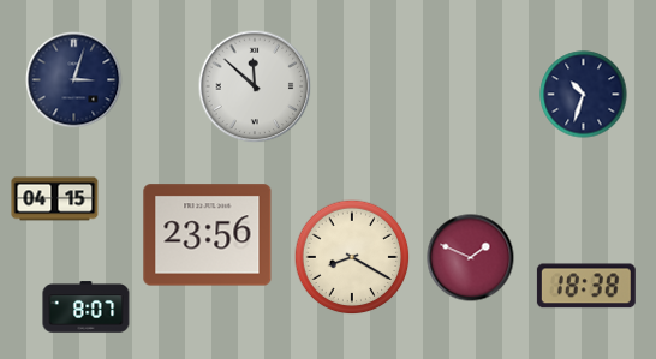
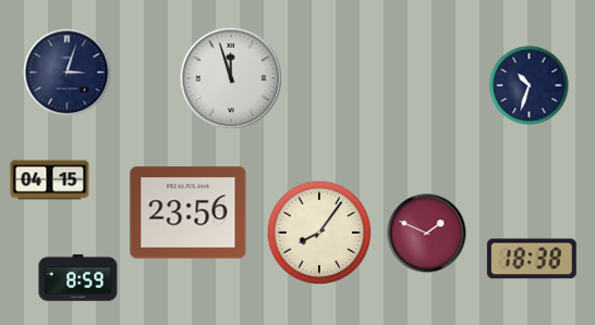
clock at (255, 86): 11:52 -> 11:57
clock at (352, 257): 8:20 -> 8:06
clock at (87, 307): 8:07 -> 8:59
